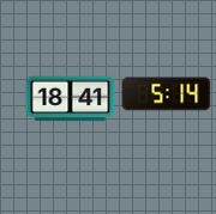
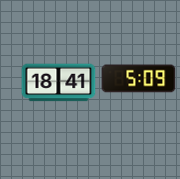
clock at (167, 94): 5:14 -> 5:09
